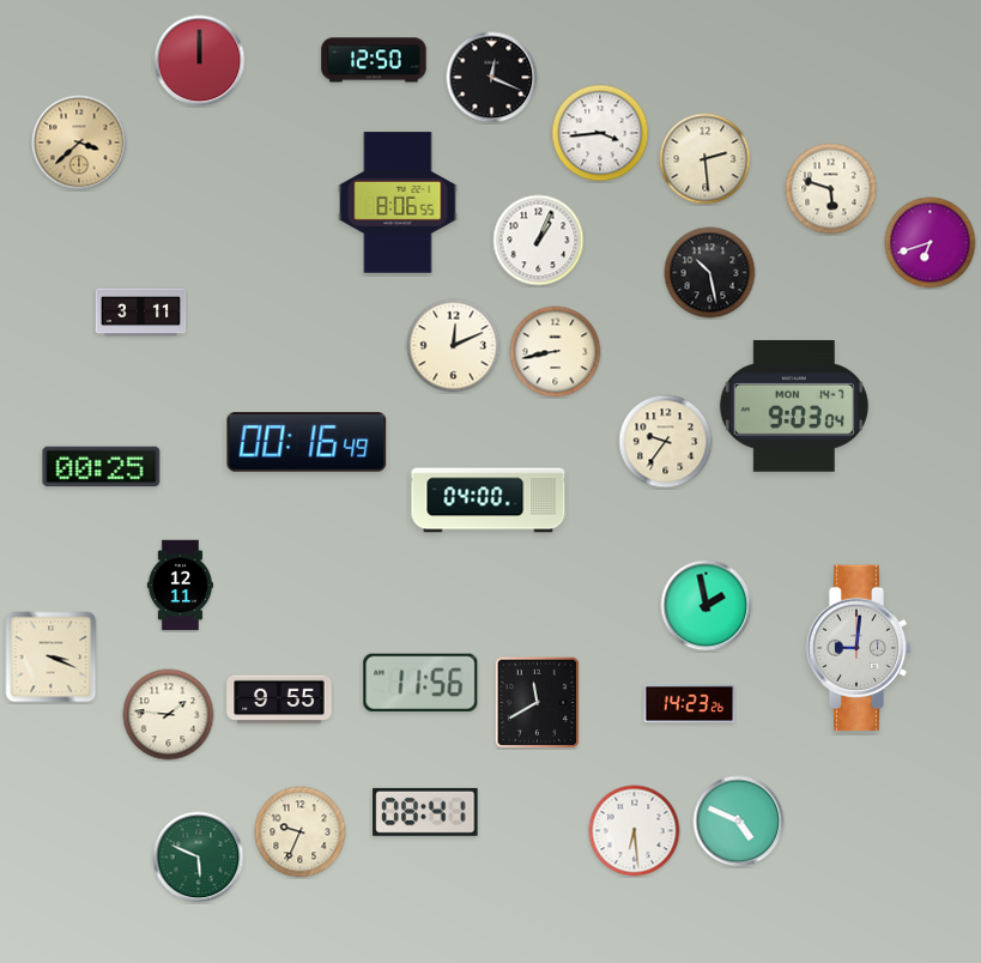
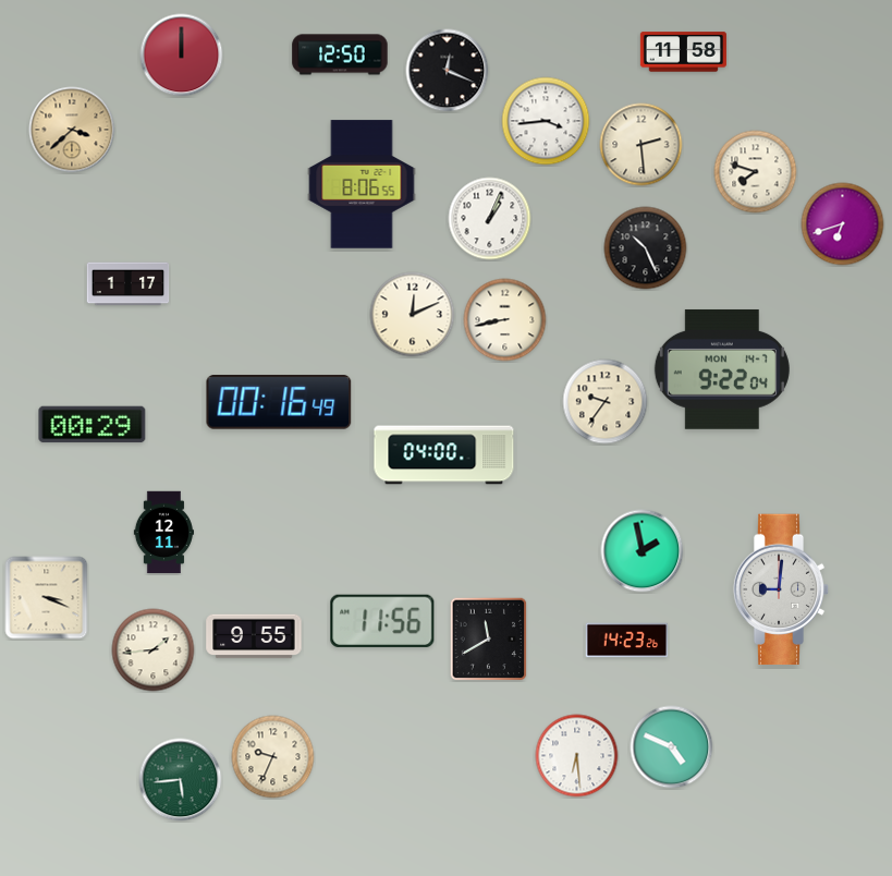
clock at (683, 52): none -> 11:58
clock at (831, 189): 5:48 -> 7:48
clock at (931, 243) position: (931, 243) -> (843, 224)
clock at (710, 273): 10:28 -> 10:26
clock at (141, 313): 3:11 -> 1:17
clock at (794, 406): 9:03 -> 9:22
clock at (102, 467): 00:25 -> 00:29
clock at (169, 715): 1:46 -> 1:44
clock at (425, 812): 08:41 -> none
clock at (199, 858): 5:49 -> 5:44
